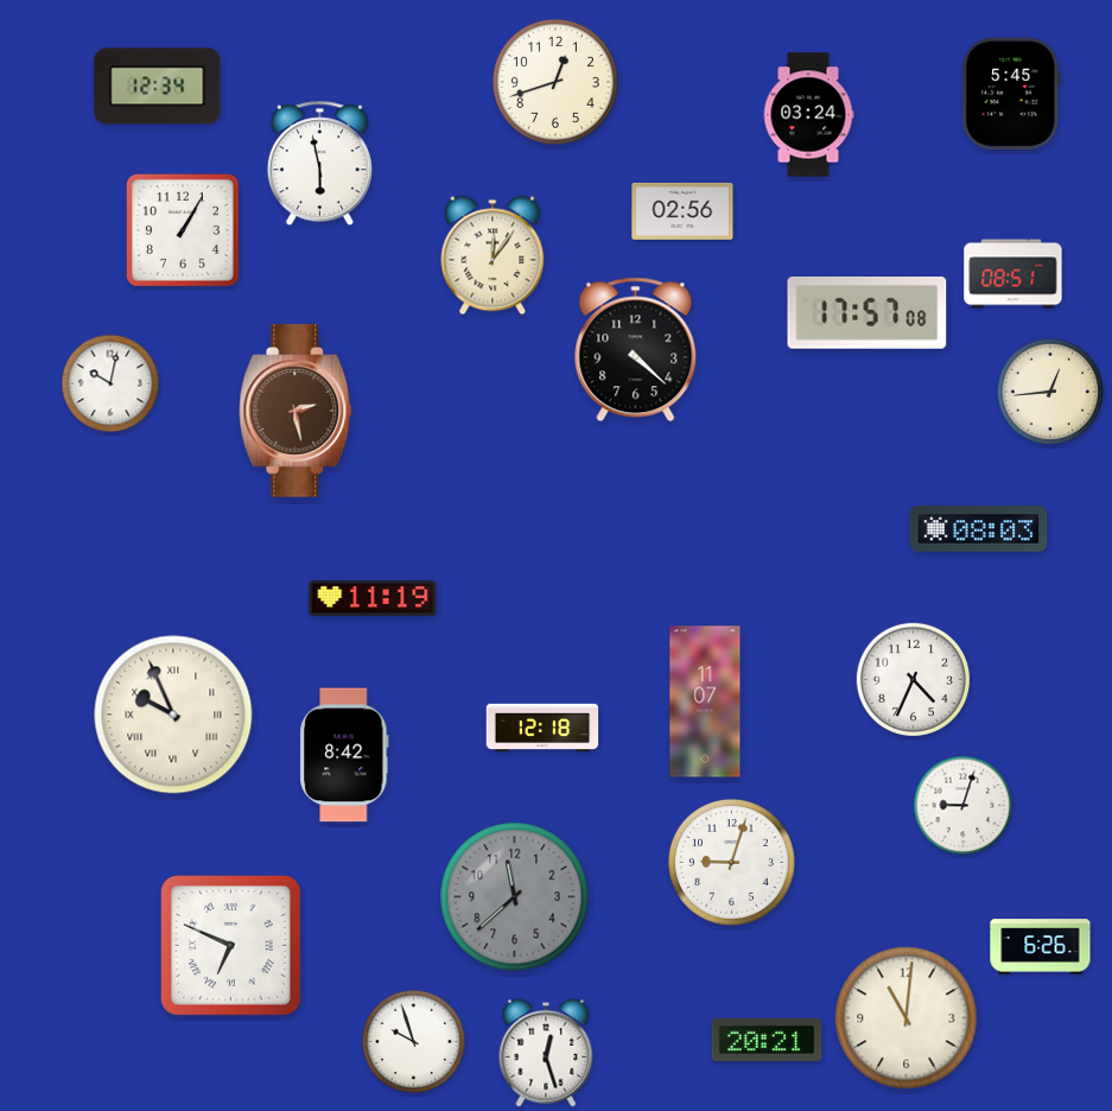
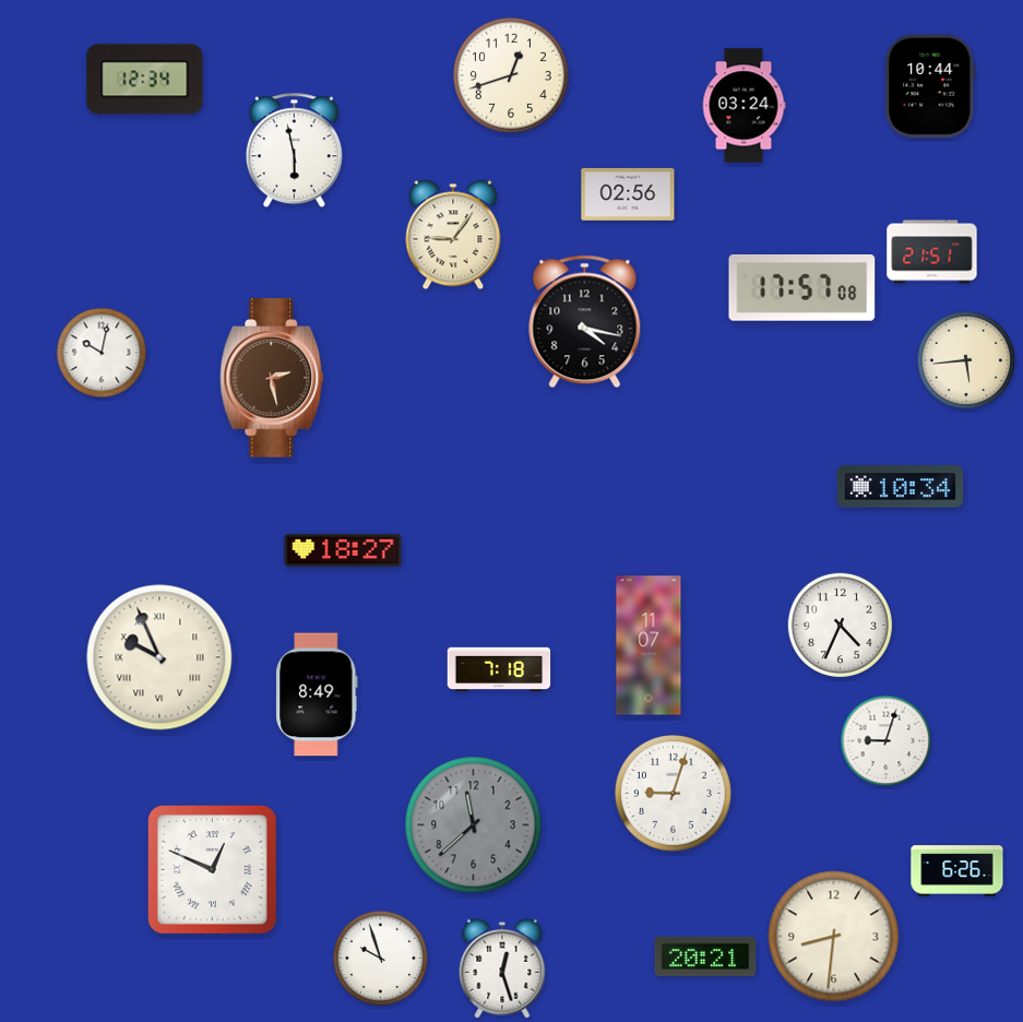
clock at (1011, 94): 5:45 -> 10:44
clock at (183, 230): 1:05 -> none
clock at (493, 255): 12:06 -> 9:06
clock at (1013, 274): 08:51 -> 21:51
clock at (868, 313) position: (868, 313) -> (802, 288)
clock at (636, 350): 4:22 -> 4:17
clock at (1050, 392): 12:44 -> 5:44
clock at (979, 529): 08:03 -> 10:34
clock at (373, 598): 11:19 -> 18:27
clock at (542, 728): 12:18 -> 7:18
clock at (344, 755): 8:42 -> 8:49
clock at (230, 945): 6:49 -> 12:49
clock at (907, 1018): 11:01 -> 8:31
